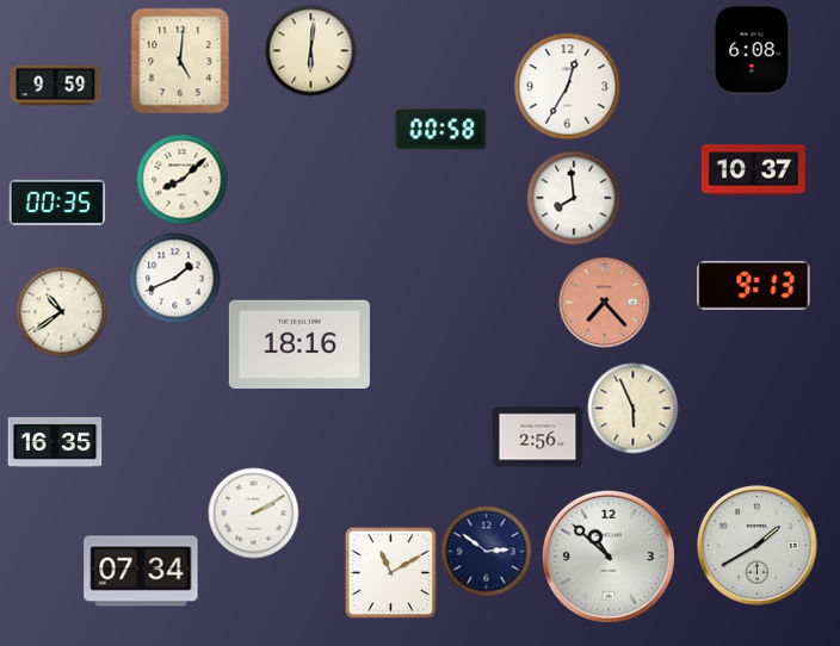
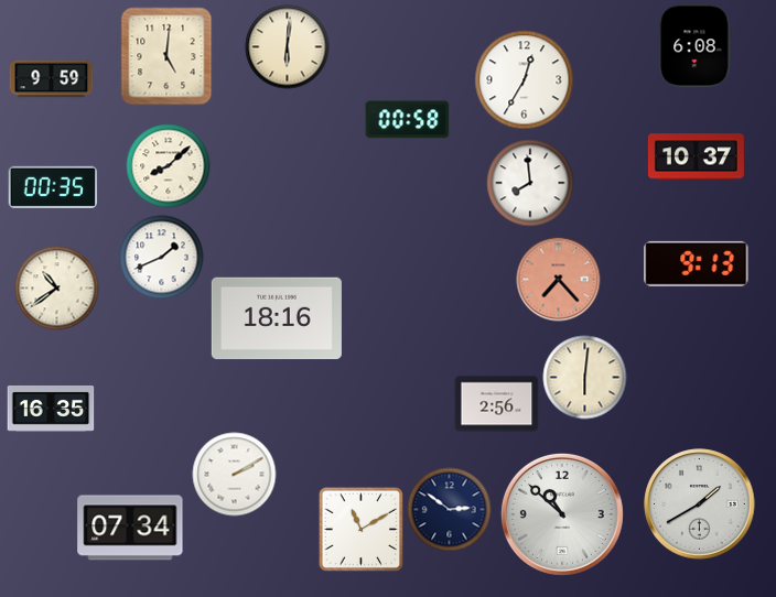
clock at (634, 409): 5:56 -> 6:01
